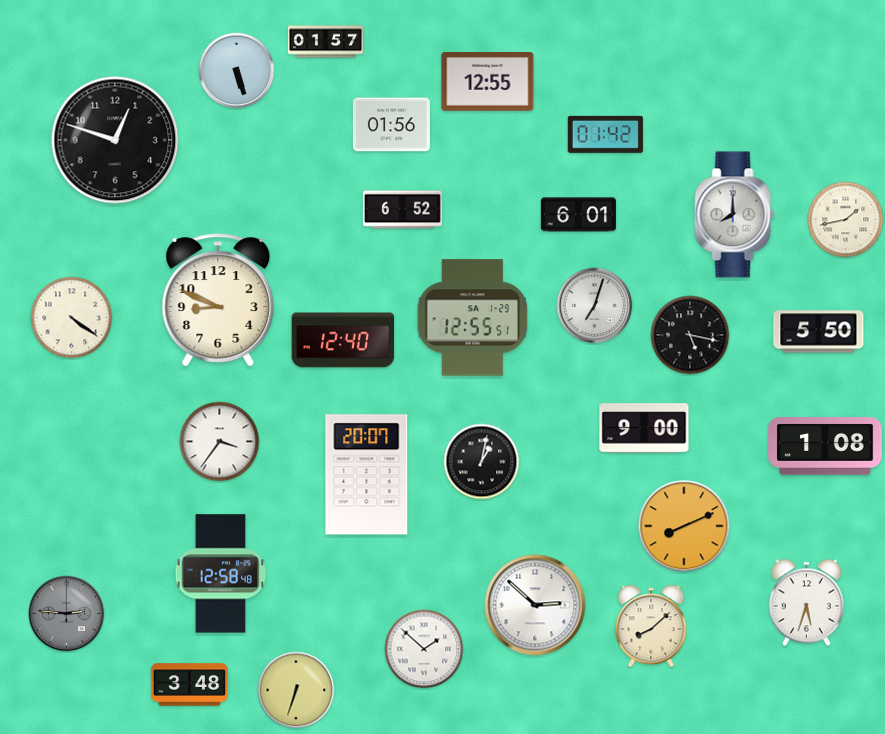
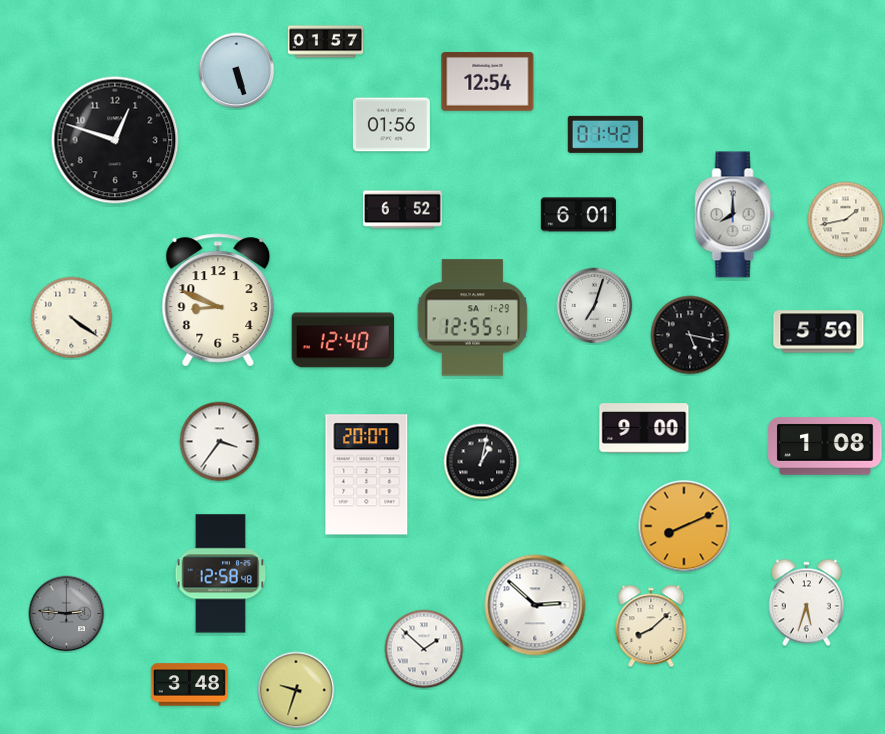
clock at (488, 82): 12:55 -> 12:54
clock at (296, 690): 6:33 -> 9:33
